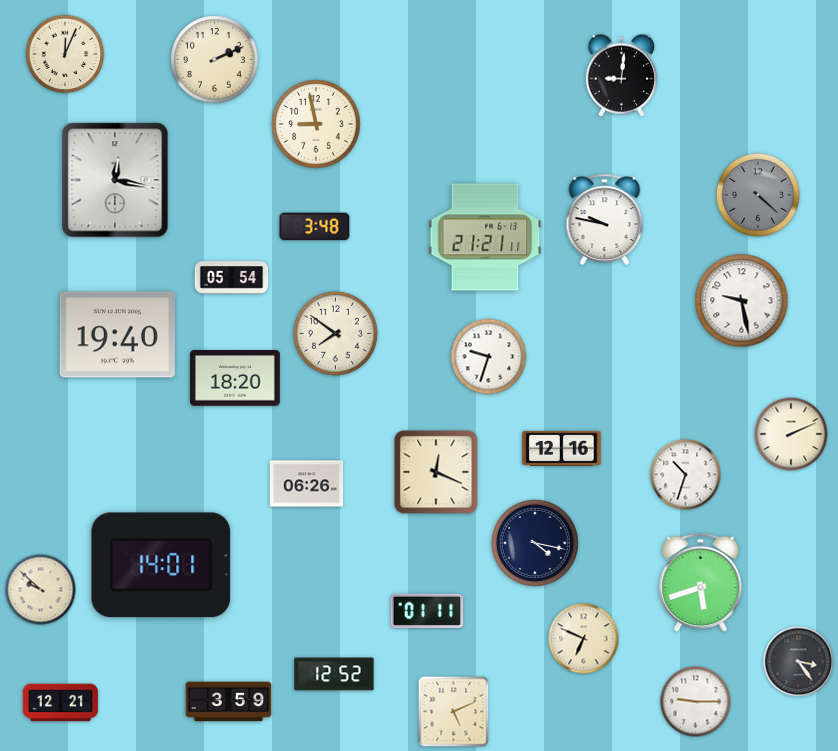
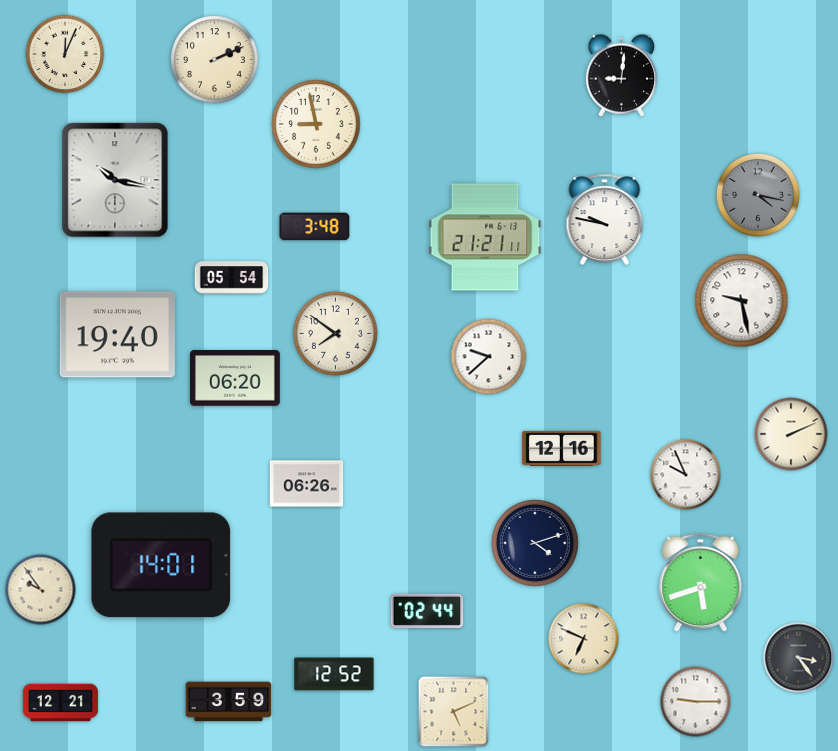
clock at (115, 180): 12:17 -> 10:17
clock at (758, 195): 4:22 -> 4:17
clock at (489, 357): 9:33 -> 9:38
clock at (235, 379): 18:20 -> 06:20
clock at (436, 472): 12:19 -> none
clock at (686, 475): 10:33 -> 9:56
clock at (535, 543): 4:17 -> 4:12
clock at (41, 590): 9:52 -> 9:54
clock at (427, 611): 01:11 -> 02:44
clock at (799, 662) position: (799, 662) -> (799, 658)
